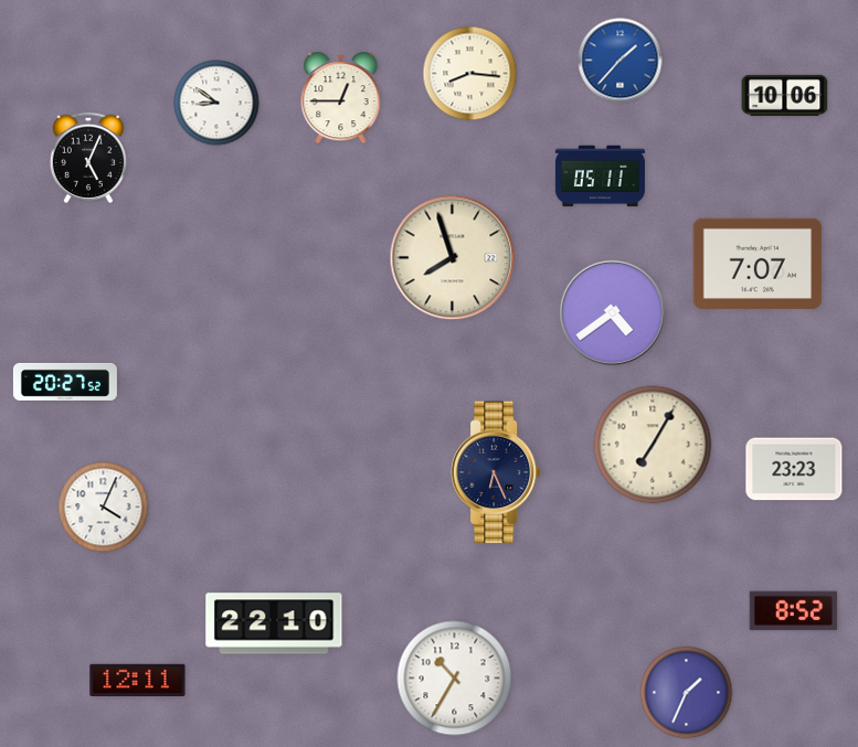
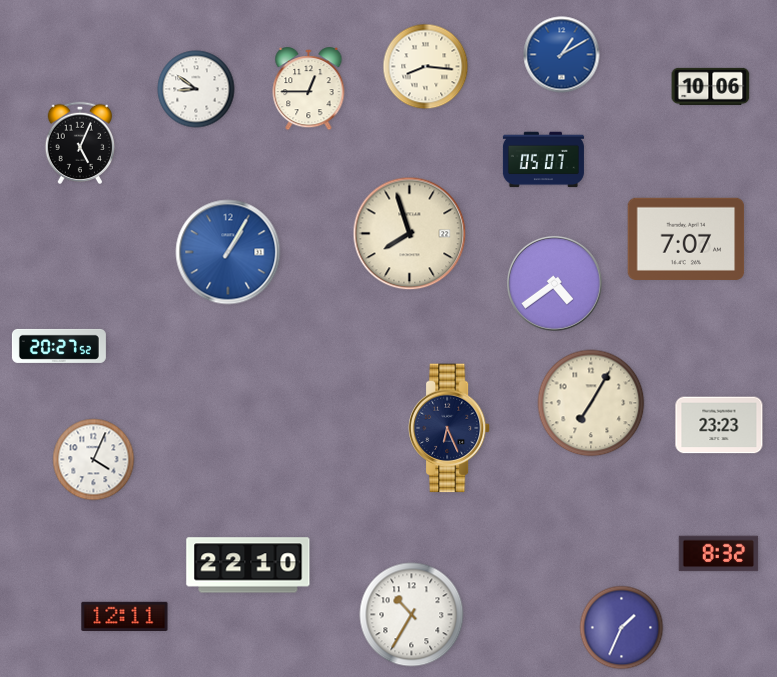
clock at (621, 61): 1:37 -> 1:10
clock at (216, 103) position: (216, 103) -> (196, 89)
clock at (600, 177): 05:11 -> 05:07
clock at (228, 252): none -> 1:05
clock at (794, 611): 8:52 -> 8:32
